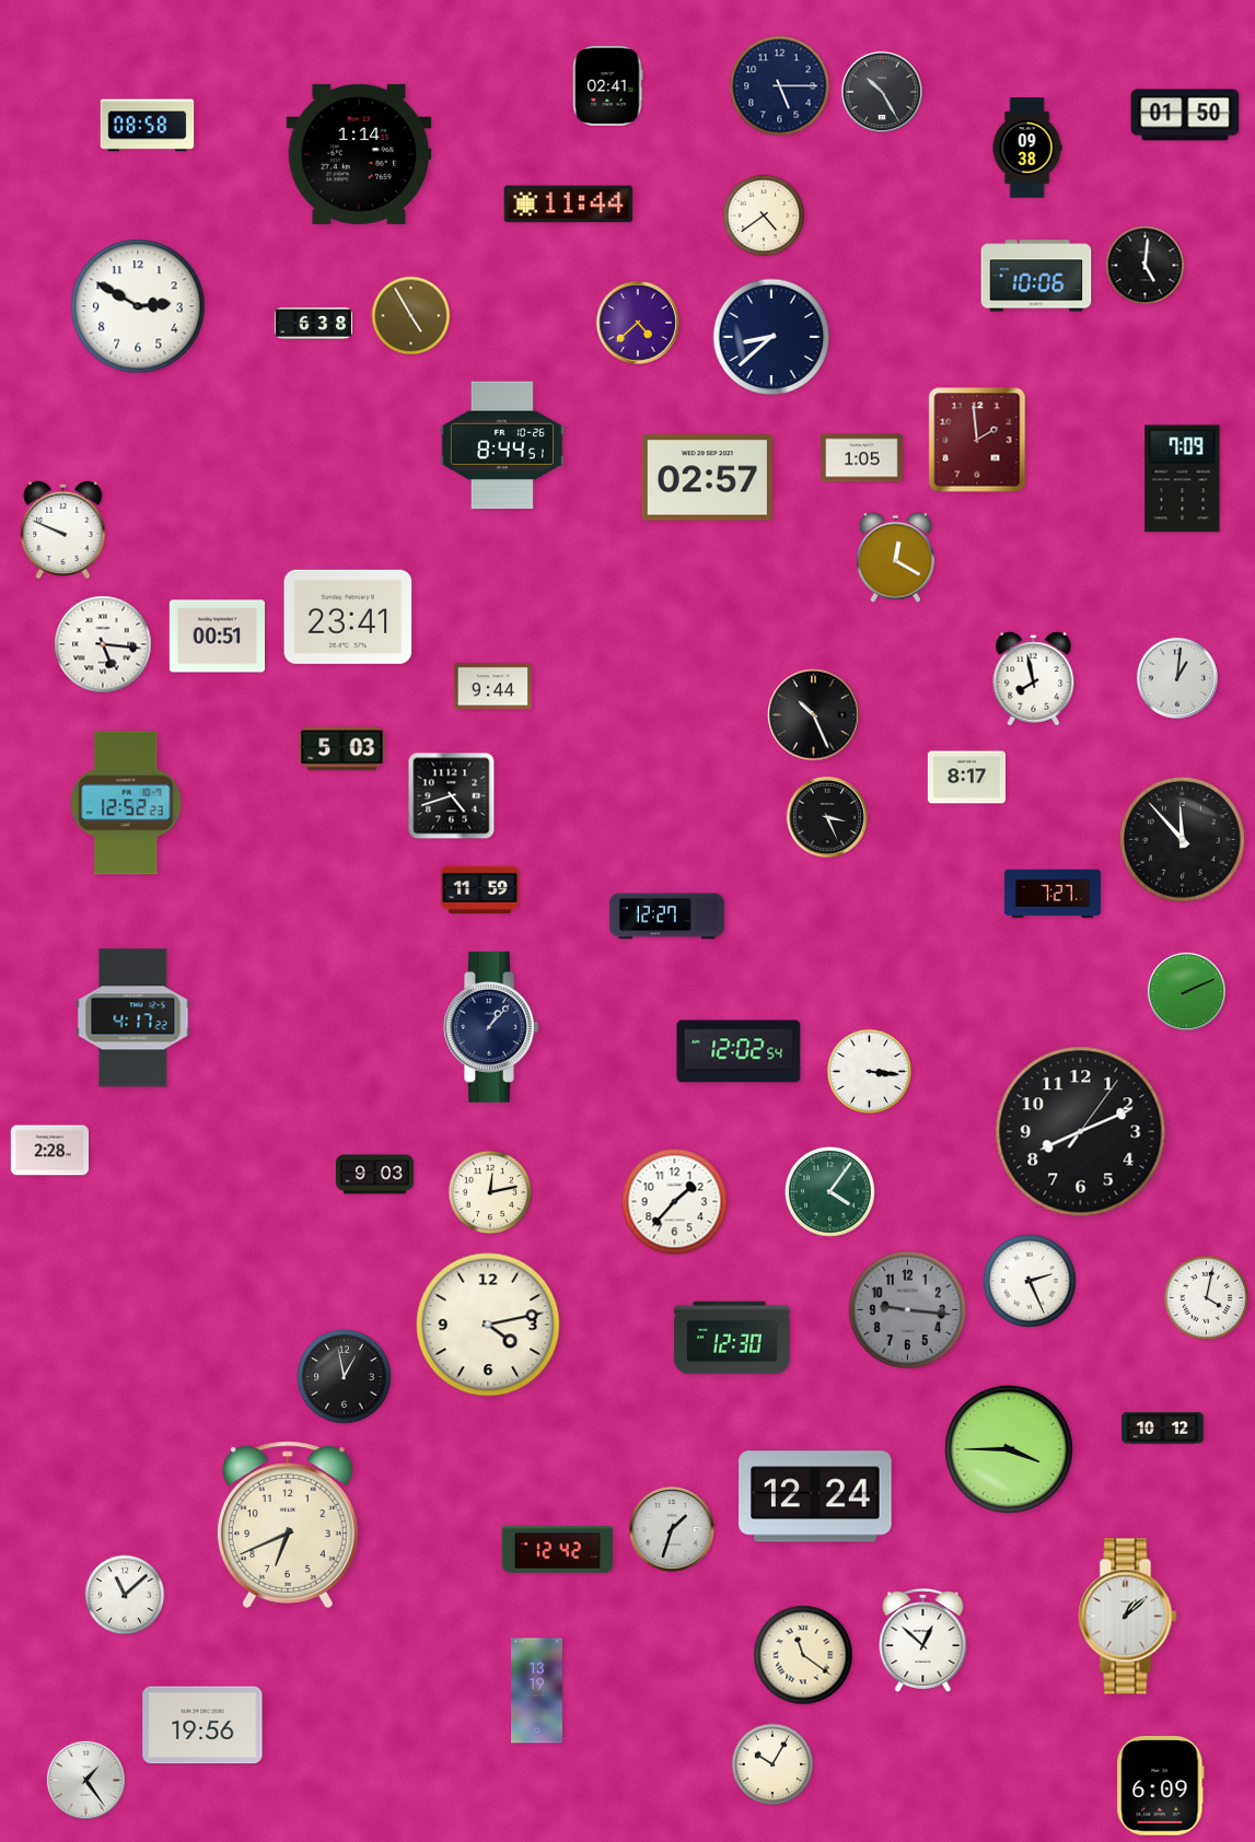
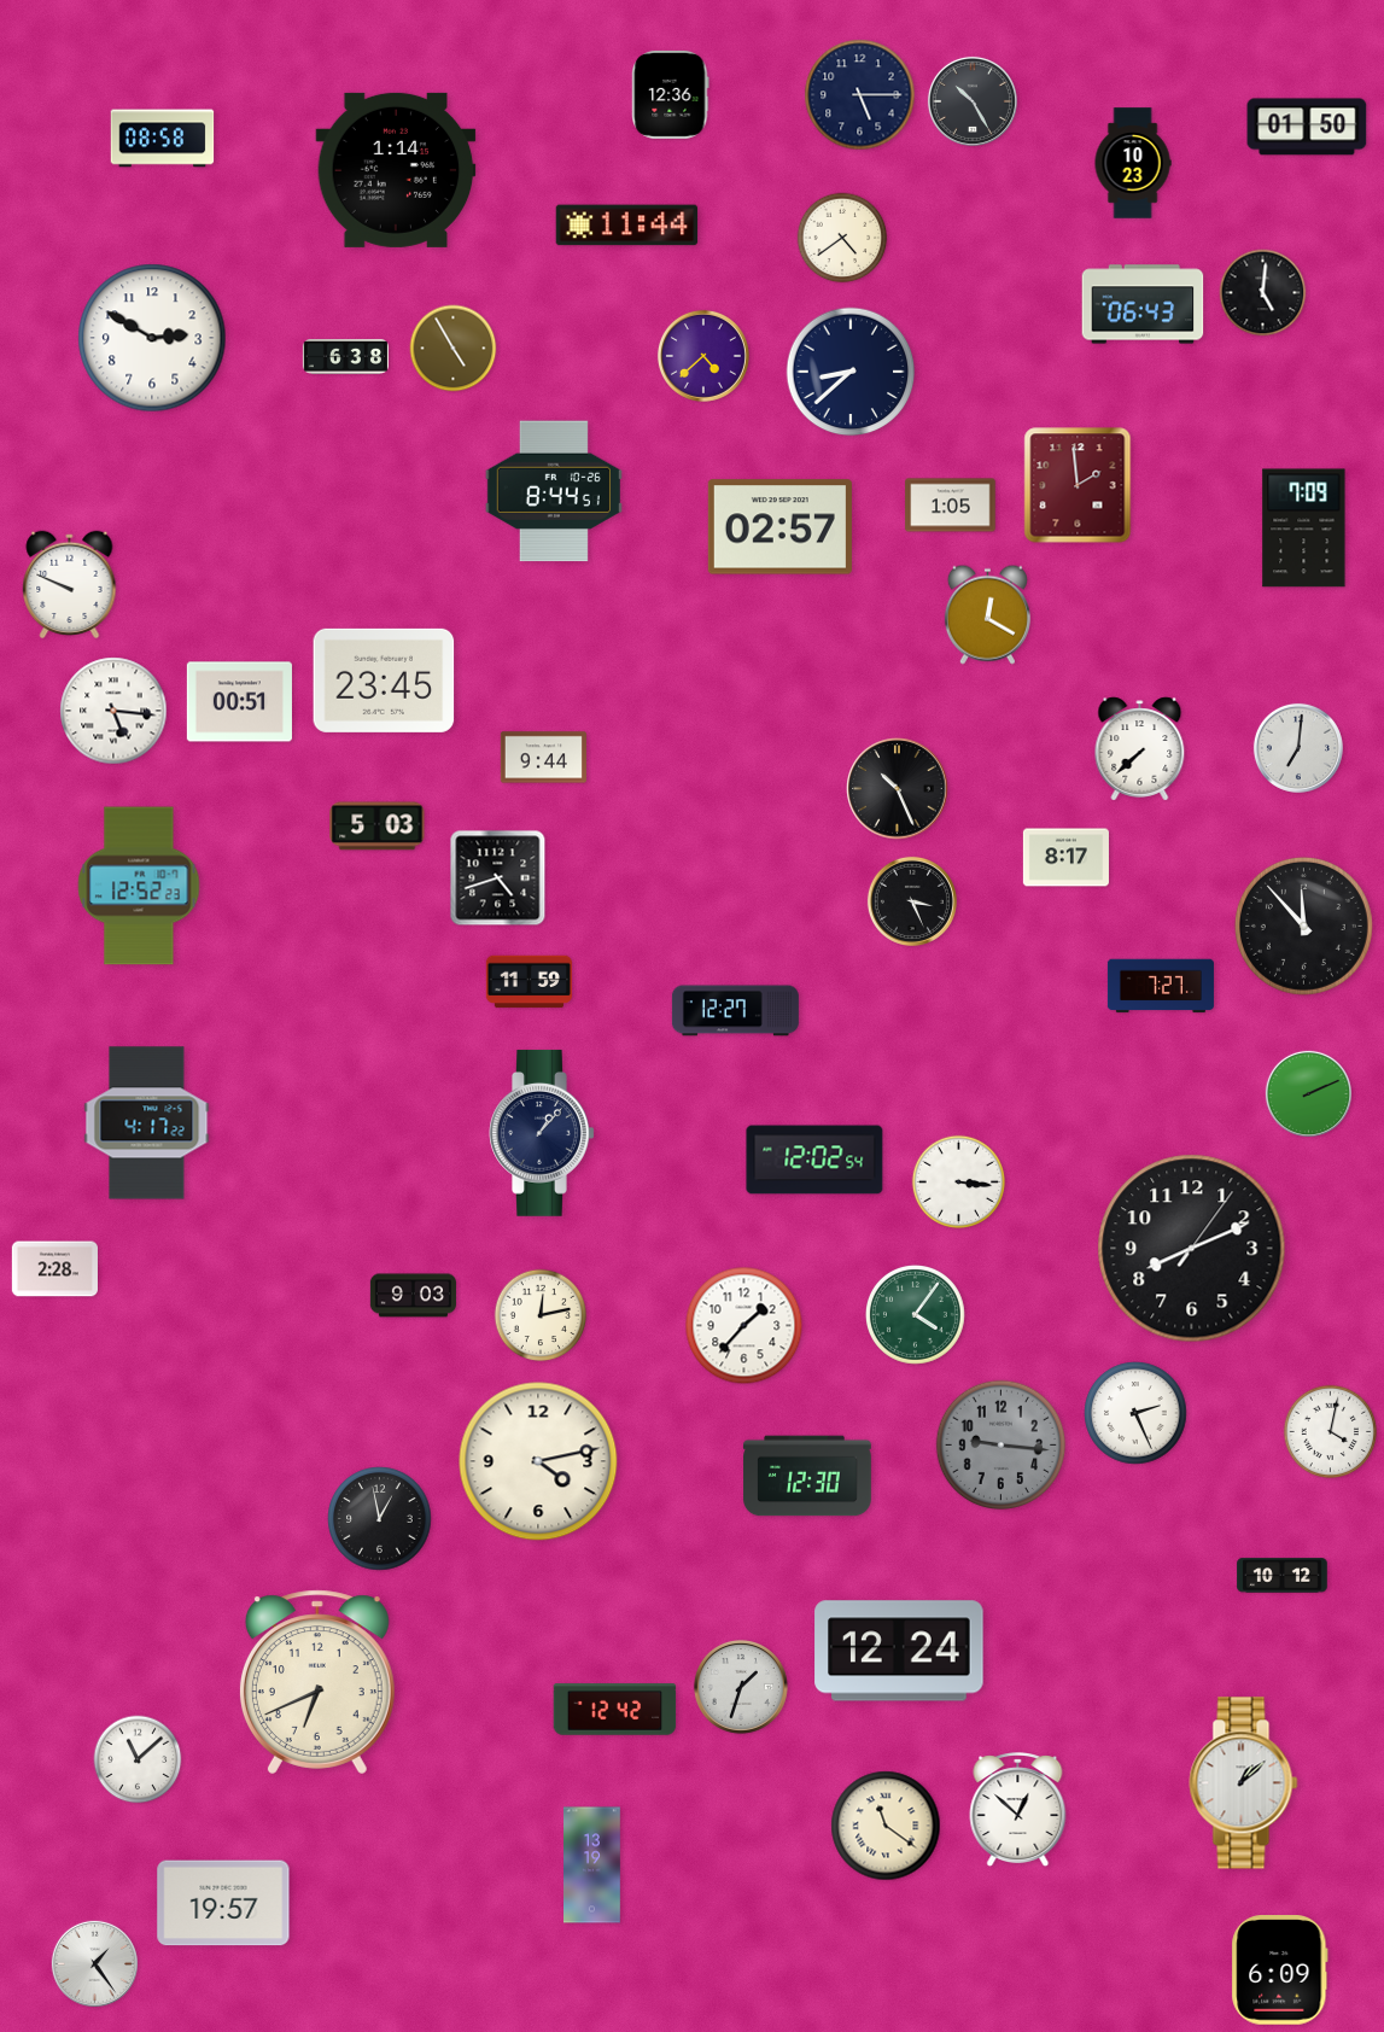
clock at (608, 85): 02:41 -> 12:36
clock at (1027, 148): 09:38 -> 10:23
clock at (1036, 276): 10:06 -> 06:43
clock at (348, 617): 23:41 -> 23:45
clock at (1177, 678): 1:01 -> 7:01
clock at (1034, 679): 7:58 -> 7:38
clock at (1009, 1449): 3:45 -> none
clock at (202, 1725): 19:56 -> 19:57
clock at (772, 1764): 10:05 -> none
